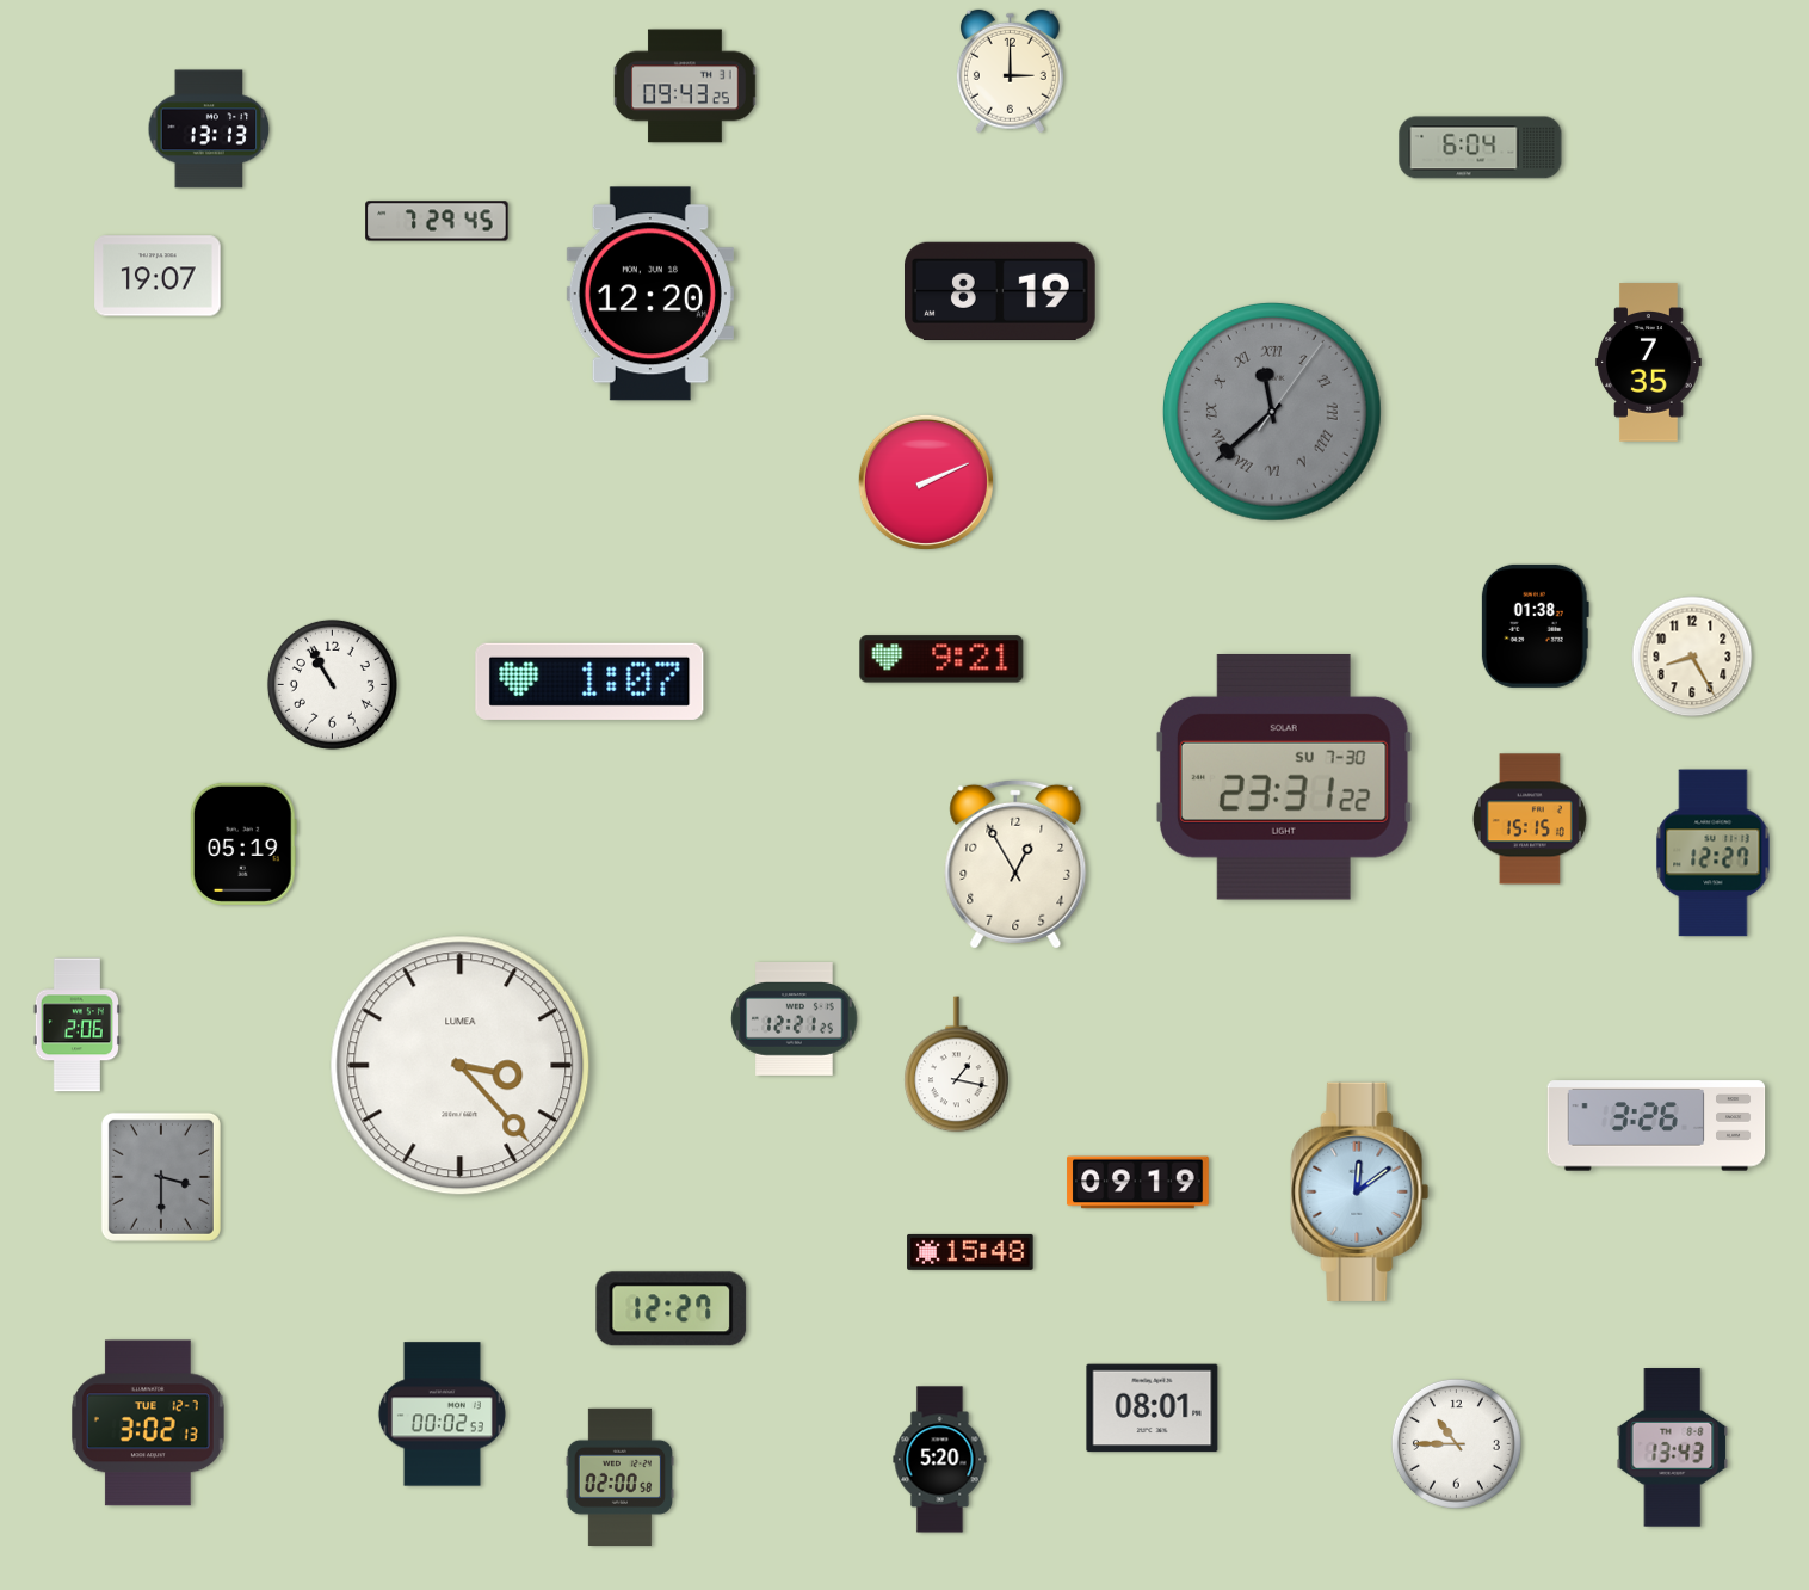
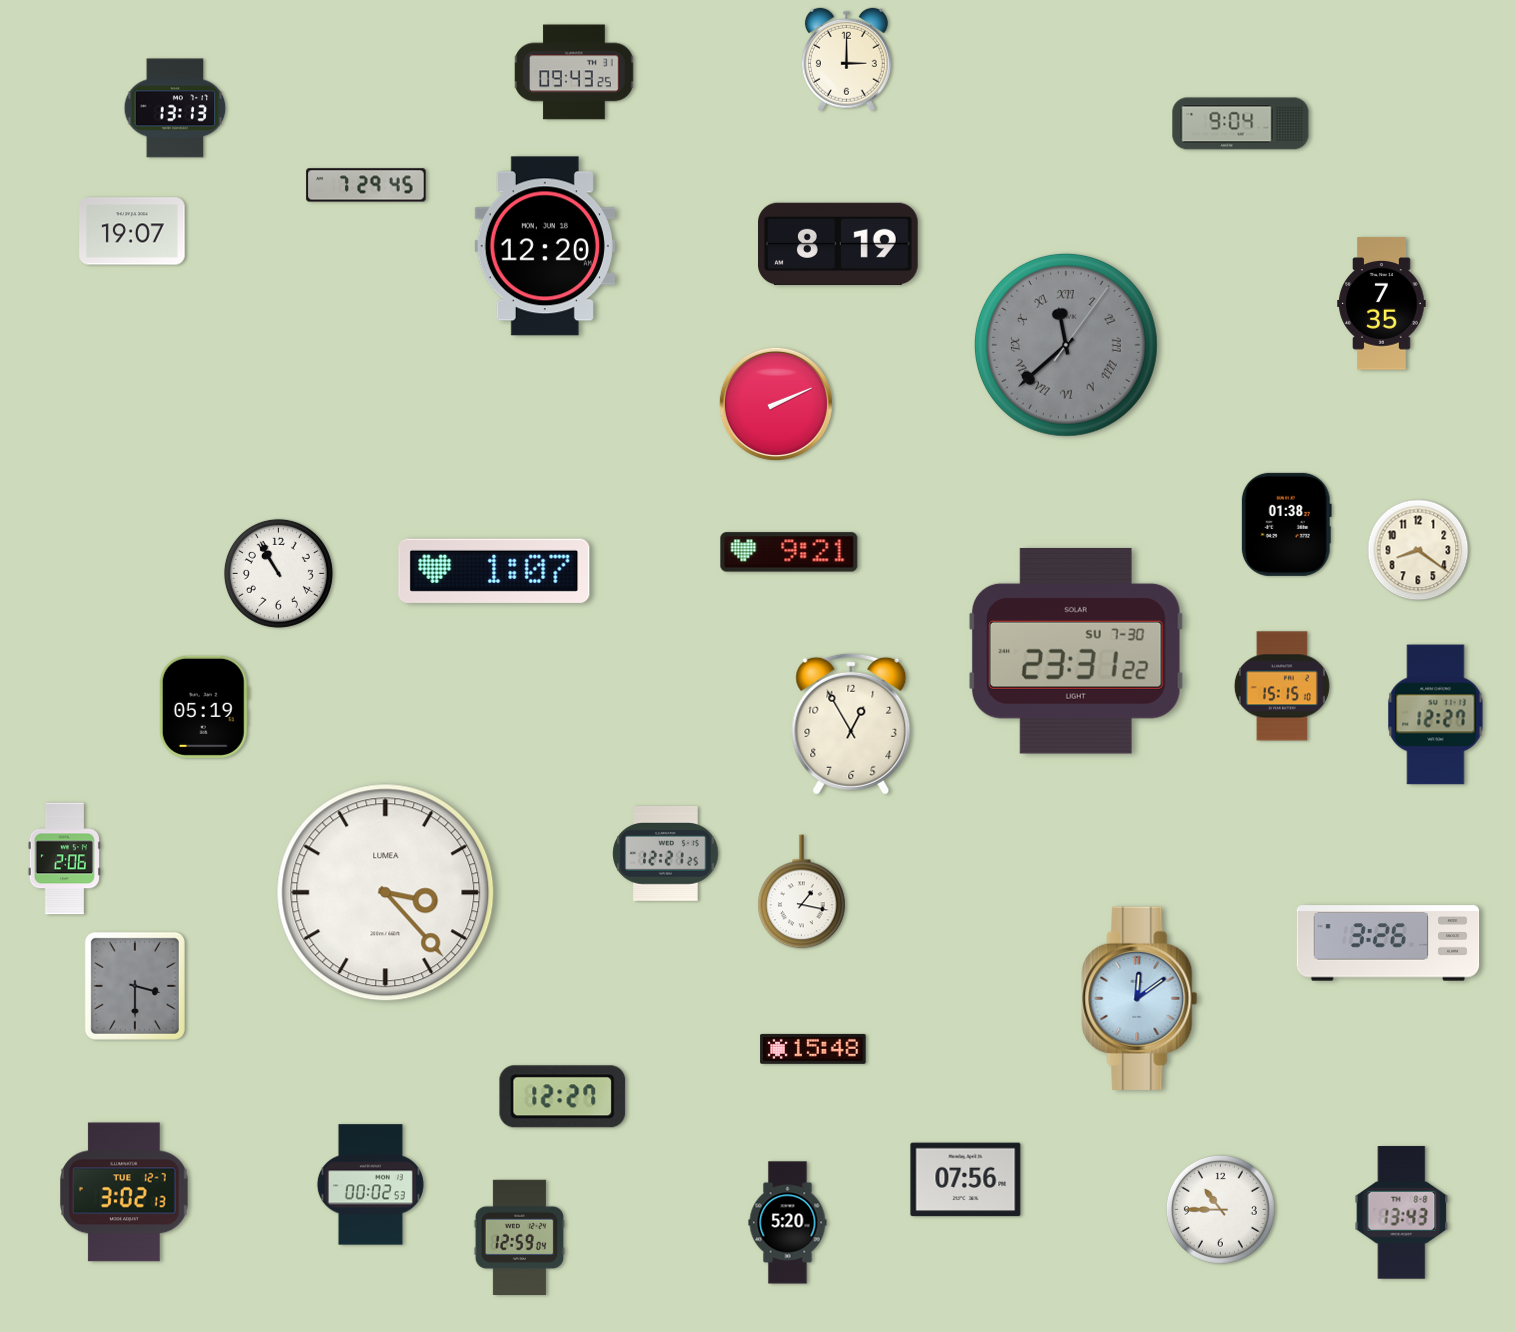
clock at (1481, 148): 6:04 -> 9:04
clock at (1692, 657): 8:25 -> 8:21
clock at (1138, 1183): 09:19 -> none
clock at (1153, 1409): 08:01 -> 07:56
clock at (619, 1477): 02:00 -> 12:59
